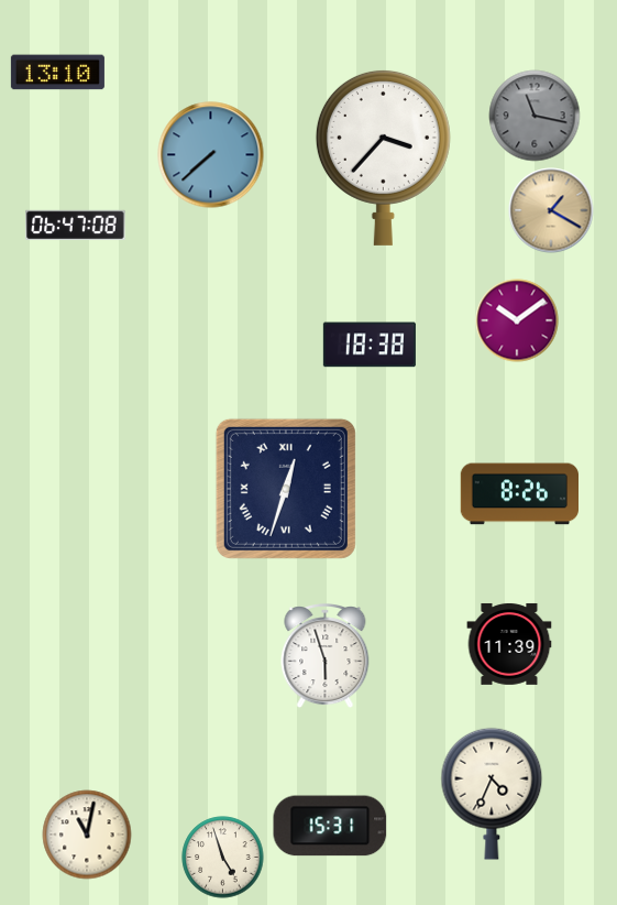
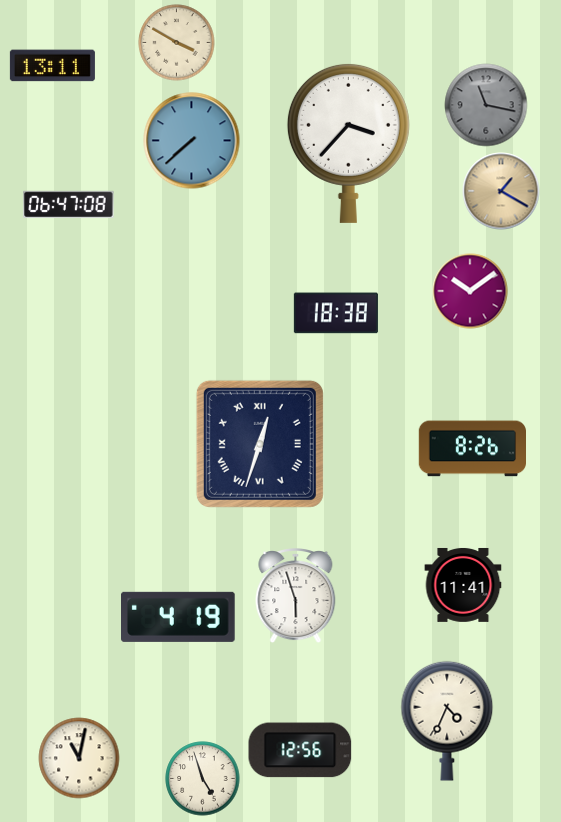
clock at (177, 43): none -> 3:50
clock at (57, 73): 13:10 -> 13:11
clock at (509, 644): 11:39 -> 11:41
clock at (179, 617): none -> 4:19
clock at (330, 826): 15:31 -> 12:56
